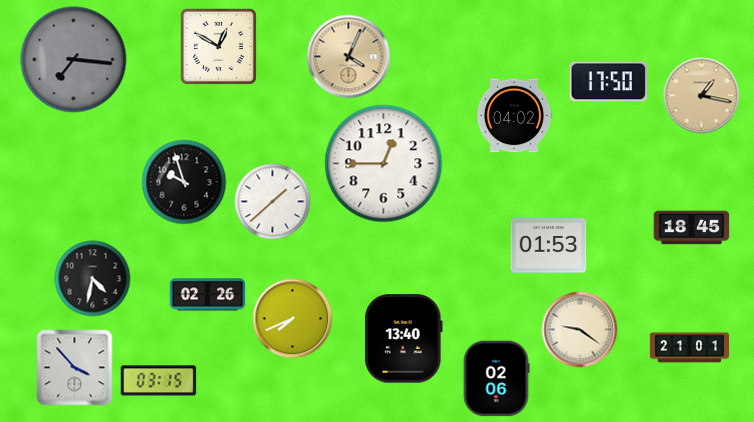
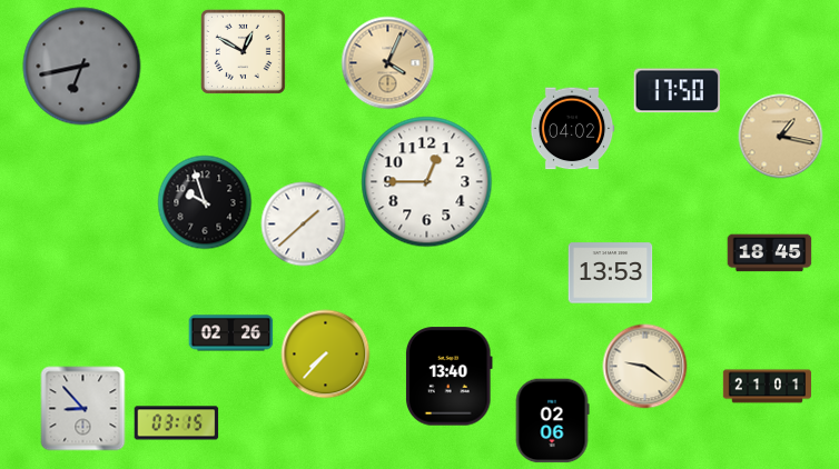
clock at (74, 60): 7:16 -> 6:43
clock at (702, 96) position: (702, 96) -> (781, 137)
clock at (549, 246): 01:53 -> 13:53
clock at (93, 279): 4:32 -> none
clock at (208, 295) position: (208, 295) -> (231, 333)
clock at (293, 319): 7:41 -> 7:37
clock at (75, 368): 3:53 -> 8:53
